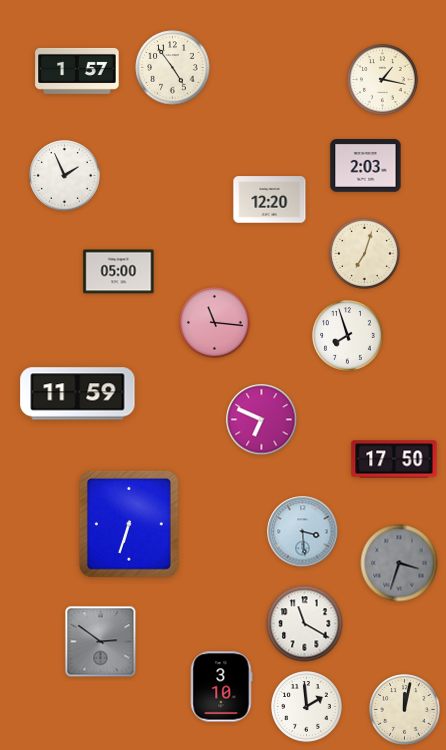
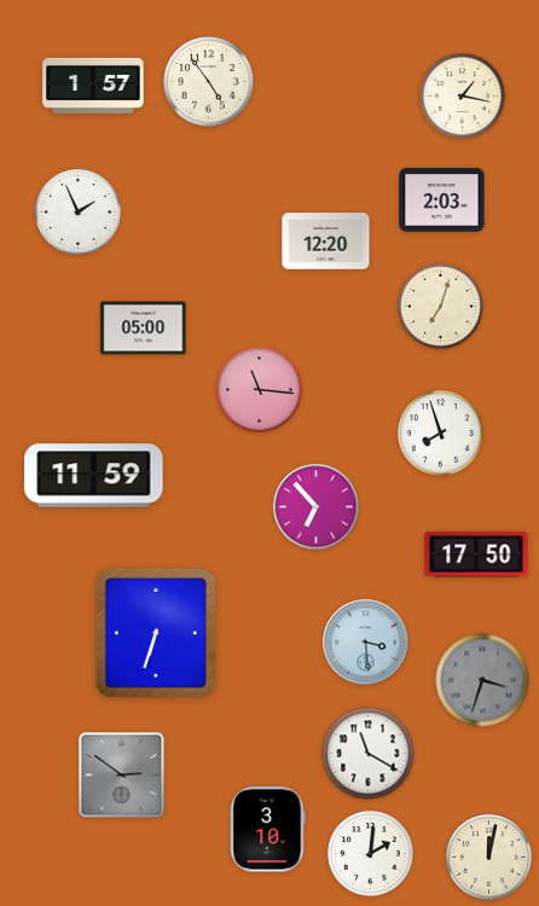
clock at (348, 336) position: (348, 336) -> (441, 434)
clock at (262, 420): 6:49 -> 6:53
clock at (307, 707): 1:59 -> 2:01
